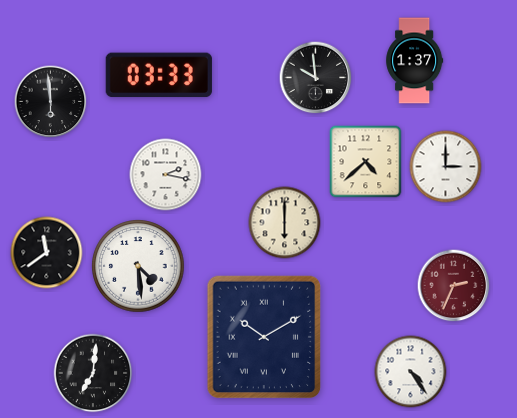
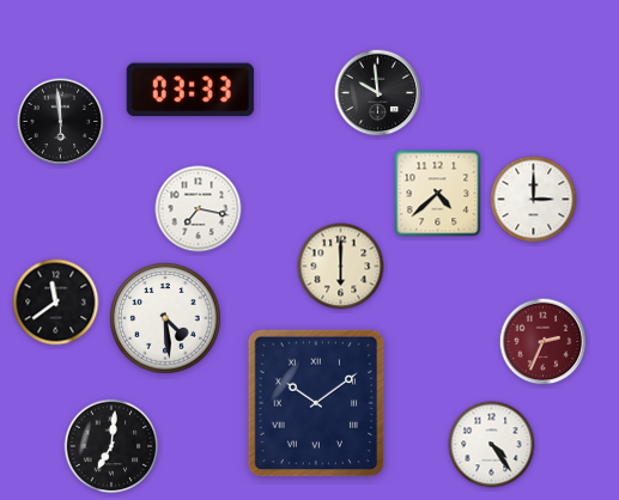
clock at (415, 61): 1:37 -> none
clock at (166, 175): 2:17 -> 7:17
clock at (264, 337): 10:10 -> 10:09
